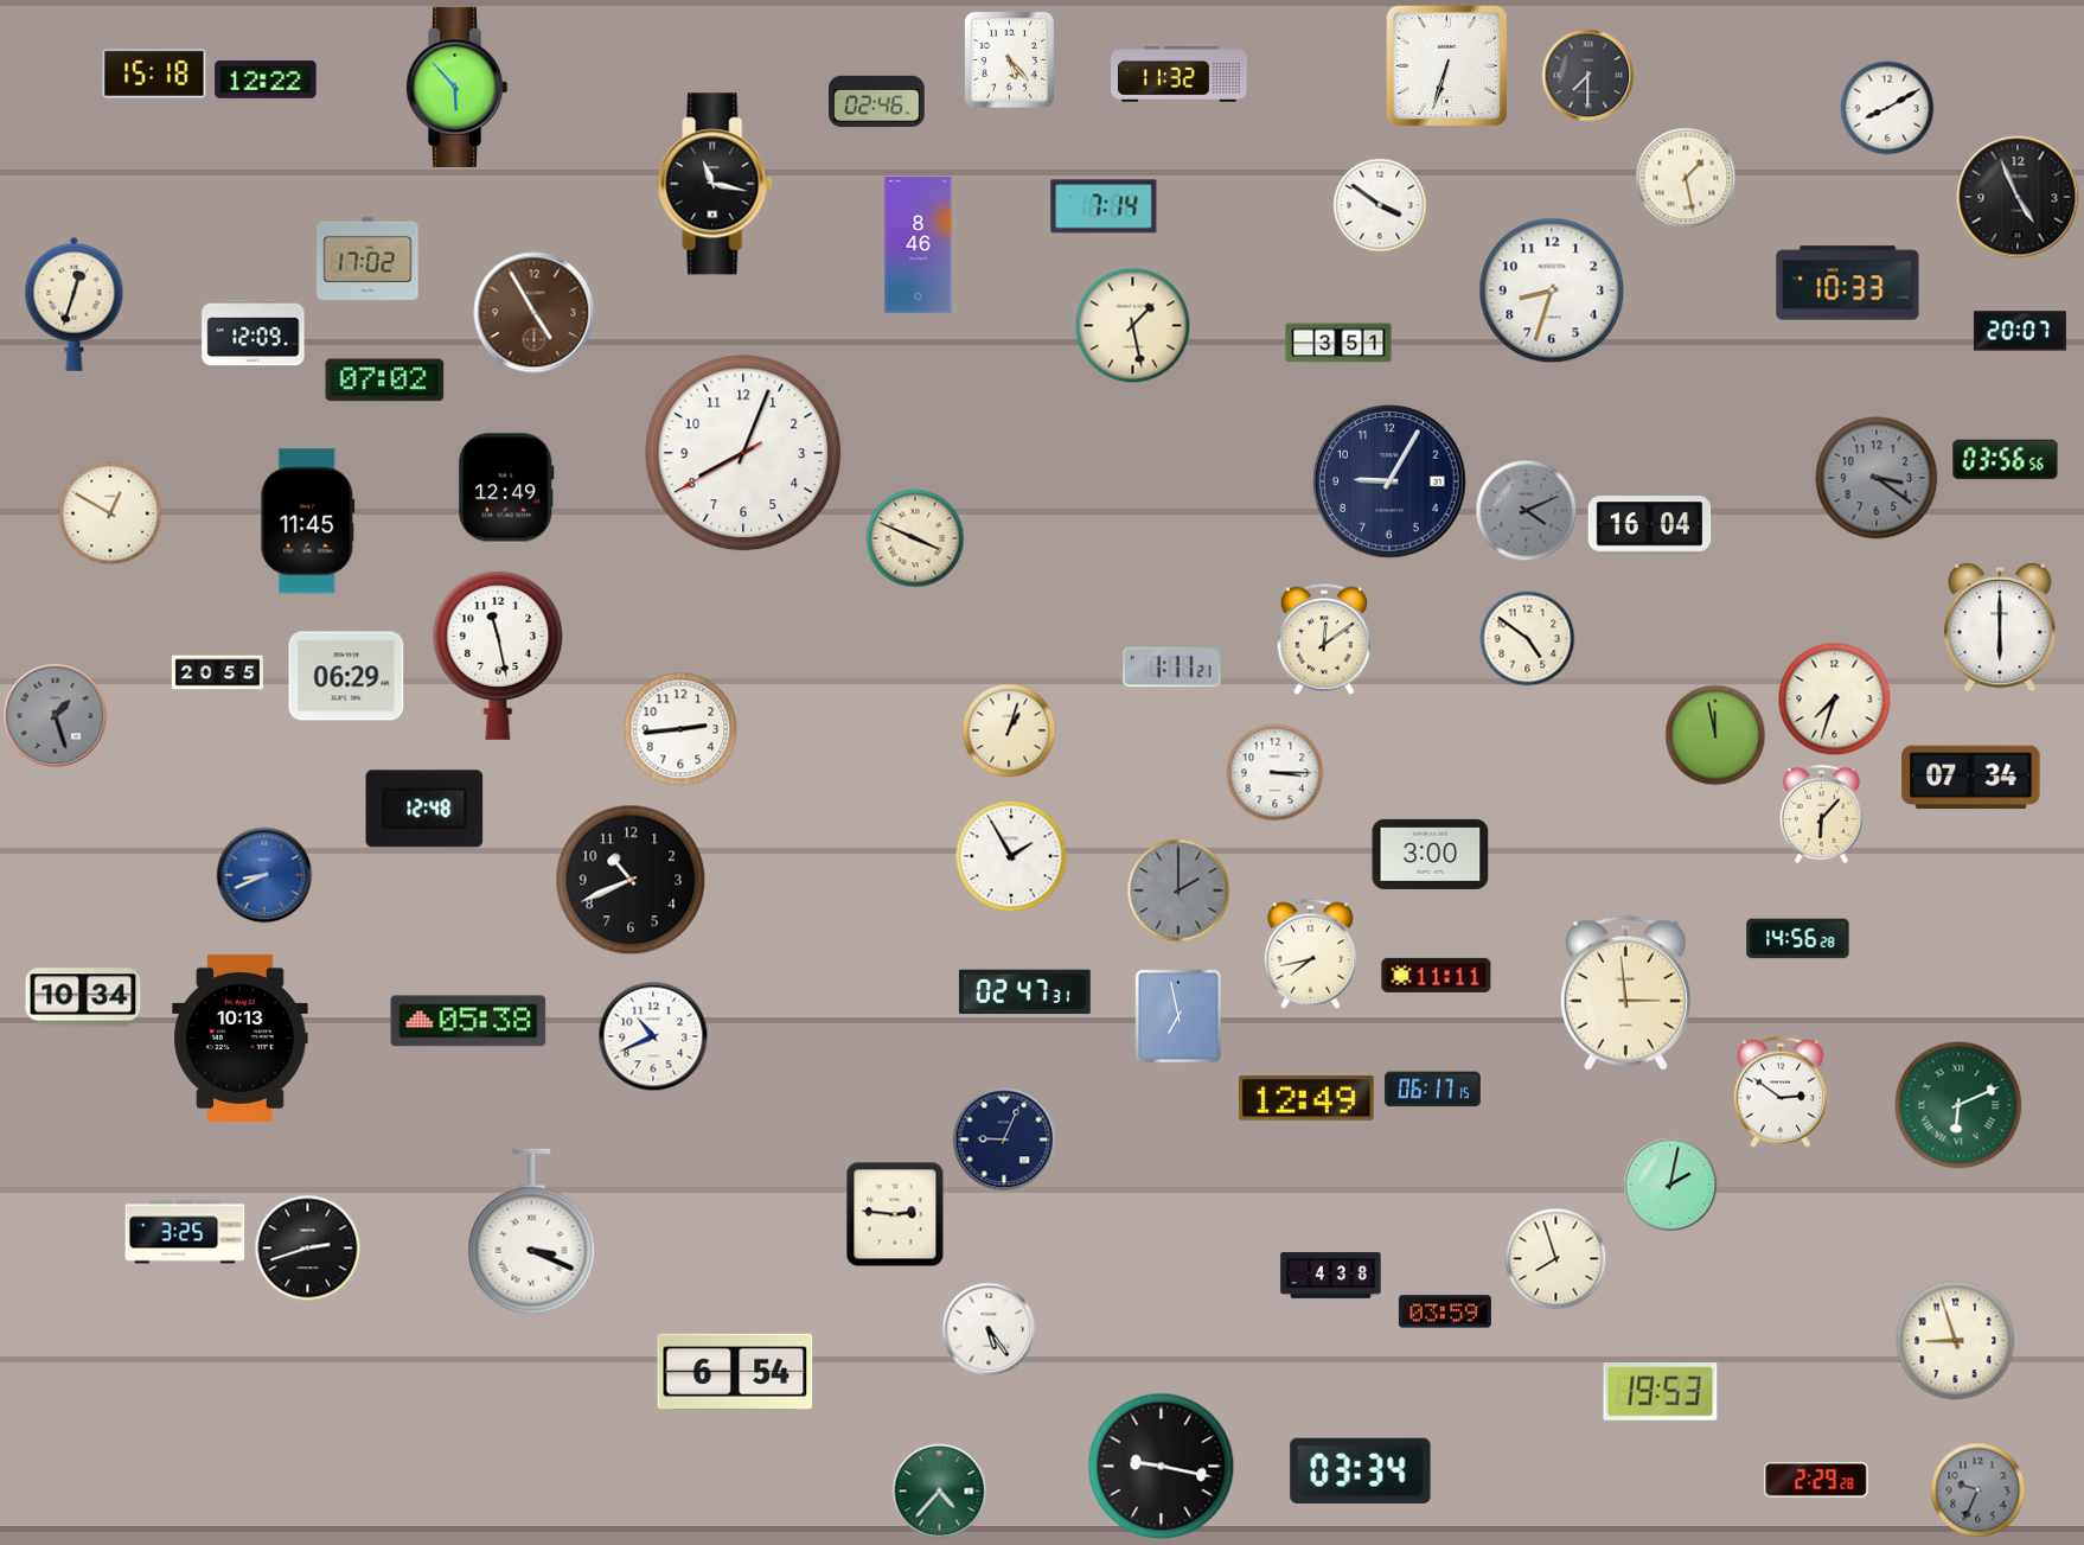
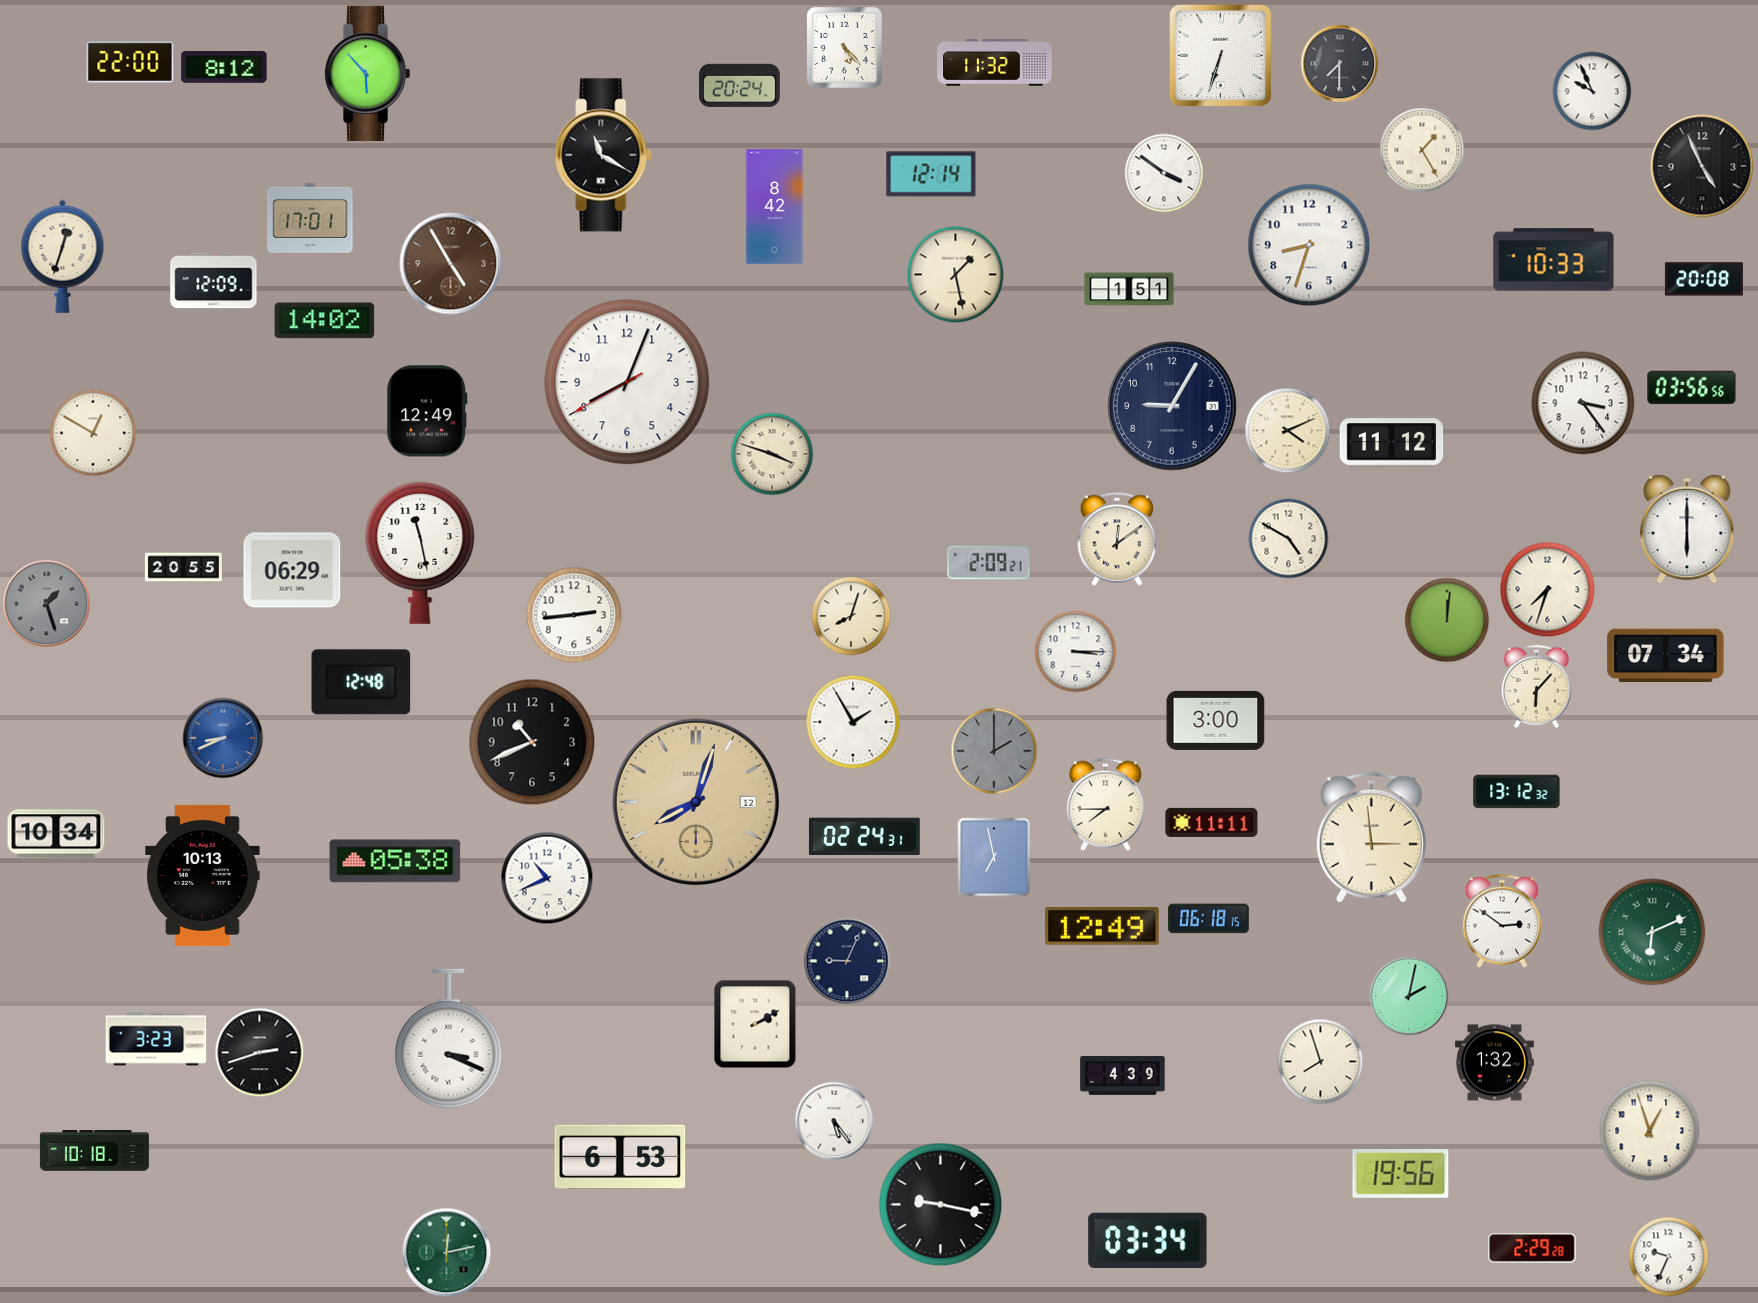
clock at (1009, 59) position: (1009, 59) -> (844, 47)
clock at (154, 74): 15:18 -> 22:00
clock at (266, 81): 12:22 -> 8:12
clock at (456, 87) position: (456, 87) -> (367, 73)
clock at (877, 101): 02:46 -> 20:24
clock at (1887, 108): 8:10 -> 9:56
clock at (1686, 178): 1:28 -> 1:25
clock at (715, 184): 11:17 -> 11:20
clock at (1104, 206): 7:14 -> 12:14
clock at (919, 245): 8:46 -> 8:42
clock at (367, 258): 17:02 -> 17:01
clock at (1848, 283) position: (1848, 283) -> (1554, 260)
clock at (2020, 331): 20:07 -> 20:08
clock at (1338, 343): 3:51 -> 1:51
clock at (385, 381): 07:02 -> 14:02
clock at (1877, 478): 3:21 -> 3:24
clock at (1877, 478) dial: grey -> white
clock at (1527, 511) dial: grey -> cream
clock at (308, 522): 11:45 -> none
clock at (1650, 525): 16:04 -> 11:12
clock at (915, 538): 3:49 -> 3:48
clock at (1528, 639): 4:51 -> 4:50
clock at (1172, 668): 1:11 -> 2:09
clock at (1009, 730): 1:03 -> 8:03
clock at (1715, 735): 11:58 -> 12:01
clock at (1971, 778) position: (1971, 778) -> (1666, 656)
clock at (424, 809) position: (424, 809) -> (361, 682)
clock at (1431, 854) position: (1431, 854) -> (1216, 720)
clock at (1798, 939): 14:56 -> 13:12
clock at (695, 801): none -> 8:03
clock at (1310, 953): 7:43 -> 7:45
clock at (1024, 992): 02:47 -> 02:24
clock at (83, 997) position: (83, 997) -> (56, 834)
clock at (653, 1036) position: (653, 1036) -> (547, 878)
clock at (1433, 1090): 06:17 -> 06:18
clock at (1670, 1185) position: (1670, 1185) -> (1409, 996)
clock at (895, 1214): 2:46 -> 2:10
clock at (185, 1232): 3:25 -> 3:23
clock at (1556, 1259) position: (1556, 1259) -> (1321, 1062)
clock at (1494, 1063): none -> 1:32
clock at (1331, 1276): 4:38 -> 4:39
clock at (1445, 1311): 03:59 -> none
clock at (1956, 1341): 8:57 -> 12:57
clock at (94, 1151): none -> 10:18
clock at (735, 1372): 6:54 -> 6:53
clock at (1661, 1392): 19:53 -> 19:56
clock at (1162, 1467) position: (1162, 1467) -> (941, 1205)
clock at (447, 1253): none -> 12:13
clock at (1978, 1490) dial: grey -> white
clock at (940, 1492): 4:37 -> none
